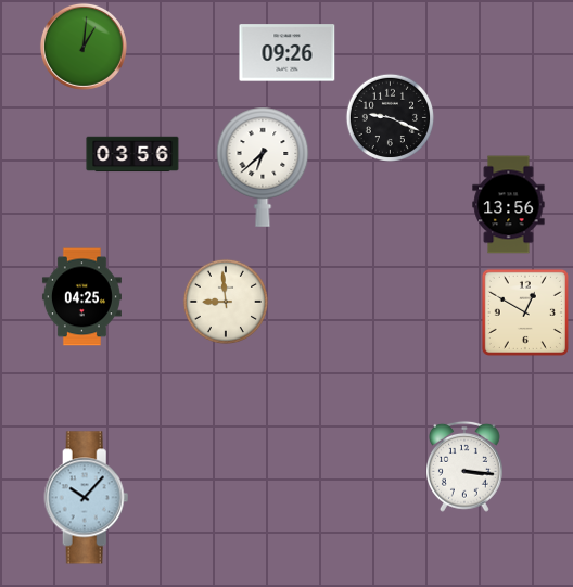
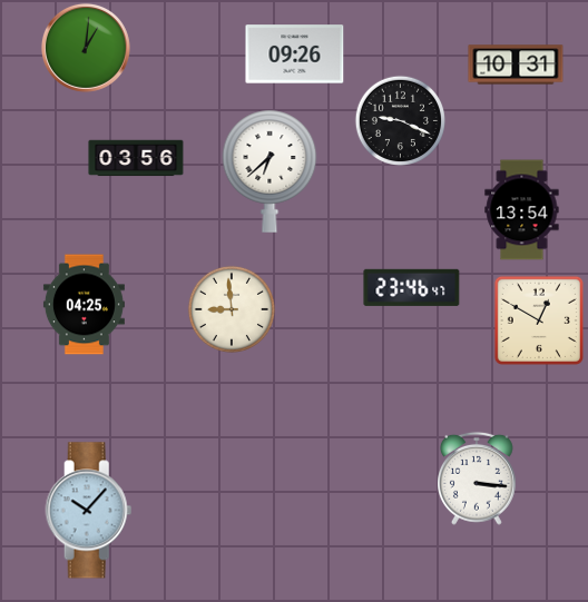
clock at (516, 65): none -> 10:31
clock at (509, 205): 13:56 -> 13:54
clock at (412, 287): none -> 23:46
